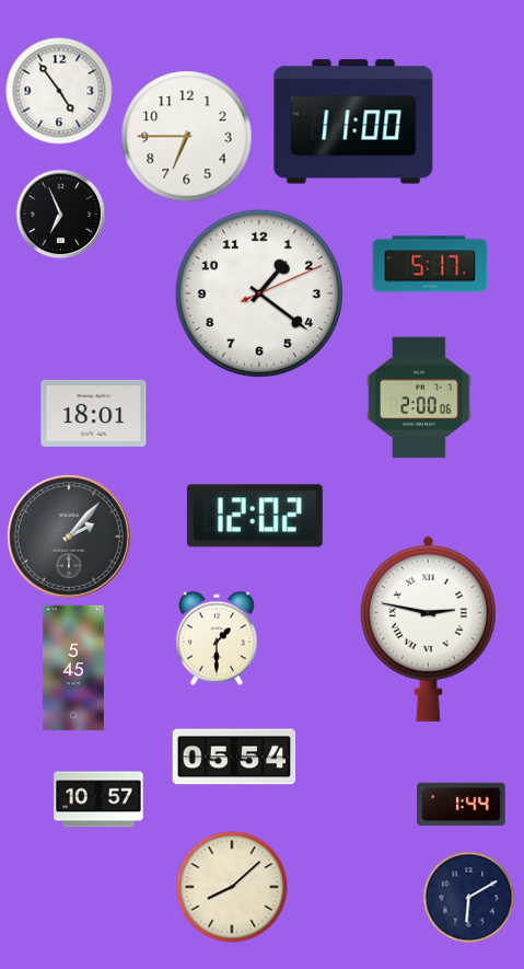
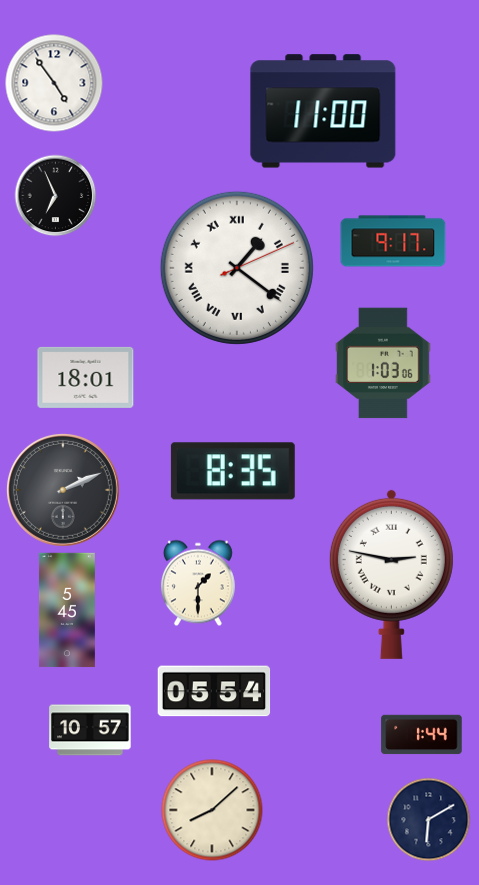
clock at (187, 137): 6:45 -> none
clock at (430, 264): 5:17 -> 9:17
clock at (259, 293) numerals: Arabic -> Roman
clock at (419, 397): 2:00 -> 1:03
clock at (255, 516): 12:02 -> 8:35
clock at (69, 537): 2:07 -> 2:11
